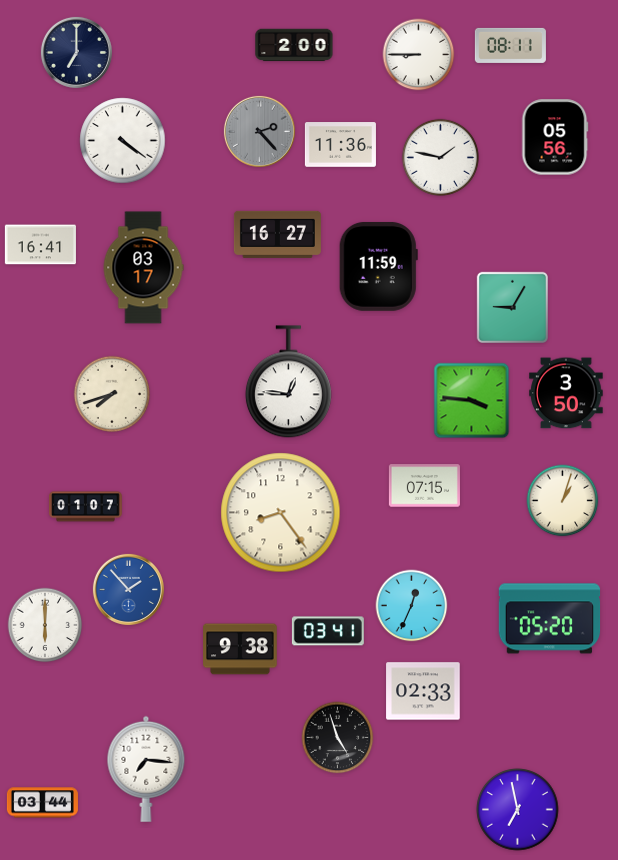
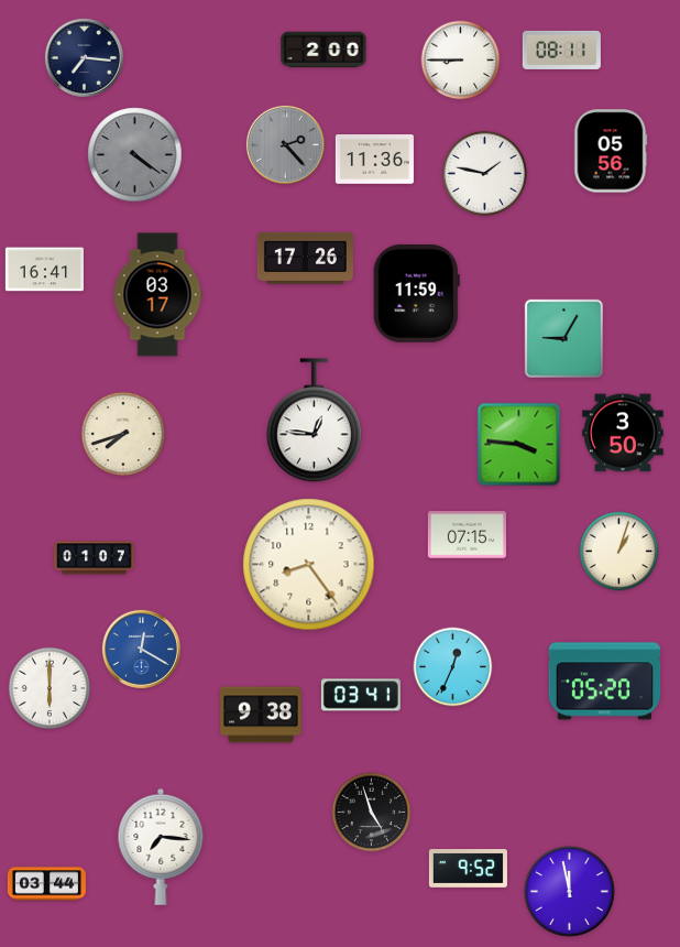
clock at (76, 52): 7:00 -> 7:16
clock at (123, 141) dial: white -> grey
clock at (277, 234): 16:27 -> 17:26
clock at (288, 382) position: (288, 382) -> (314, 421)
clock at (472, 401) position: (472, 401) -> (519, 445)
clock at (128, 589): 1:53 -> 12:20
clock at (240, 649) position: (240, 649) -> (261, 715)
clock at (423, 691): 02:33 -> none
clock at (468, 869): none -> 9:52
clock at (518, 810): 6:58 -> 11:58
